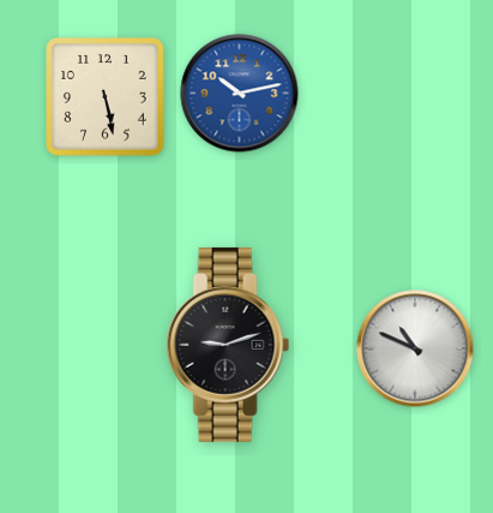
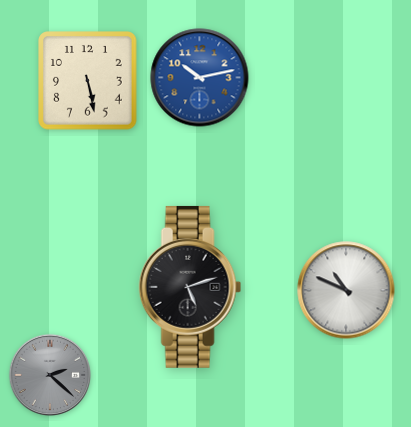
clock at (228, 345): 9:12 -> 5:12
clock at (50, 375): none -> 2:22
